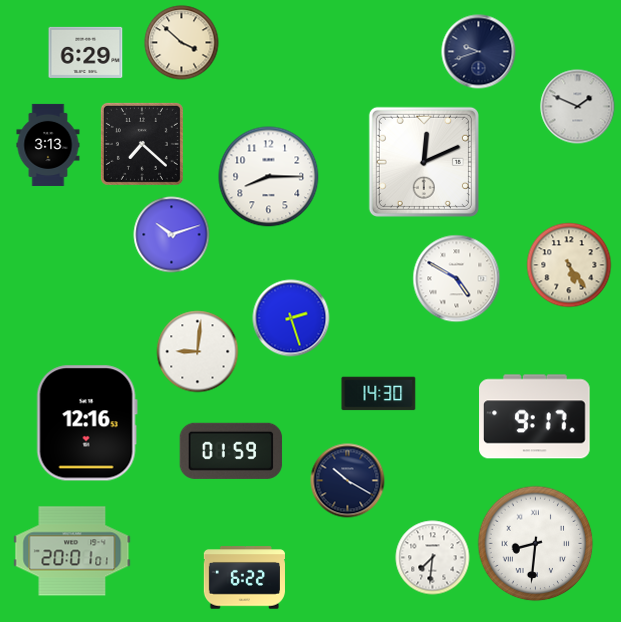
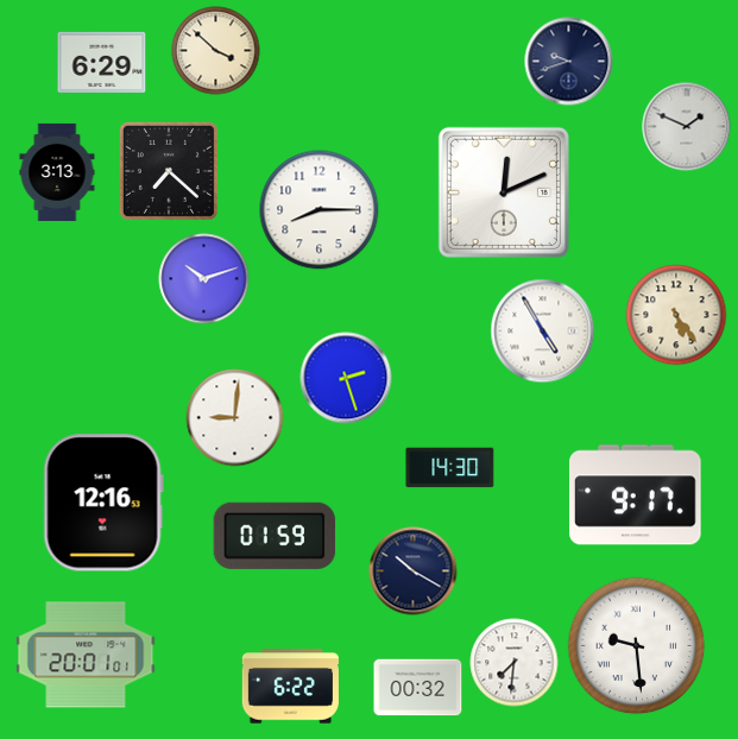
clock at (457, 279): 4:50 -> 4:55
clock at (536, 544): 8:31 -> 9:29
clock at (418, 688): none -> 00:32
